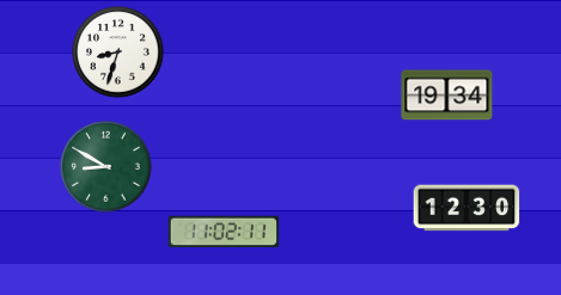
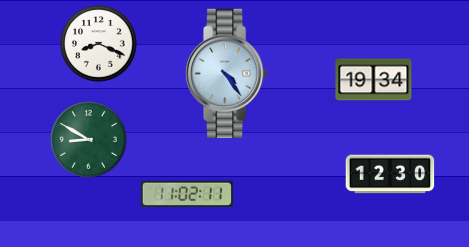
clock at (118, 53): 8:33 -> 8:19
clock at (227, 73): none -> 4:24
